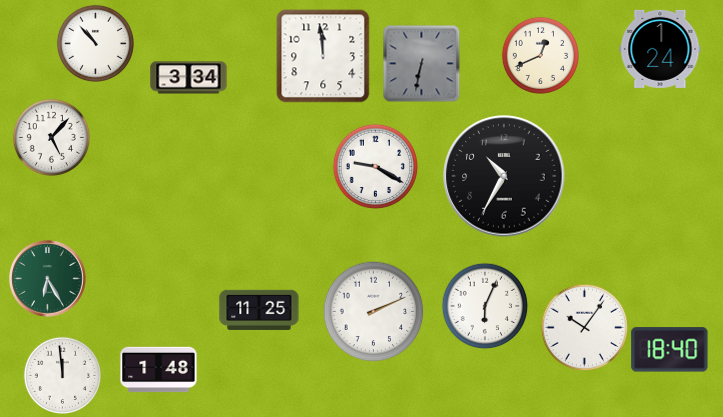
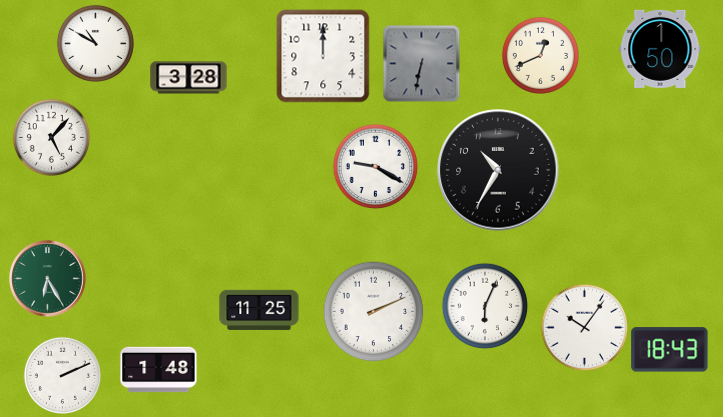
clock at (95, 43): 10:53 -> 10:50
clock at (660, 49): 1:24 -> 1:50
clock at (323, 56): 11:59 -> 12:00
clock at (189, 78): 3:34 -> 3:28
clock at (504, 176) position: (504, 176) -> (498, 170)
clock at (670, 350): 18:40 -> 18:43
clock at (62, 375): 11:59 -> 2:11
